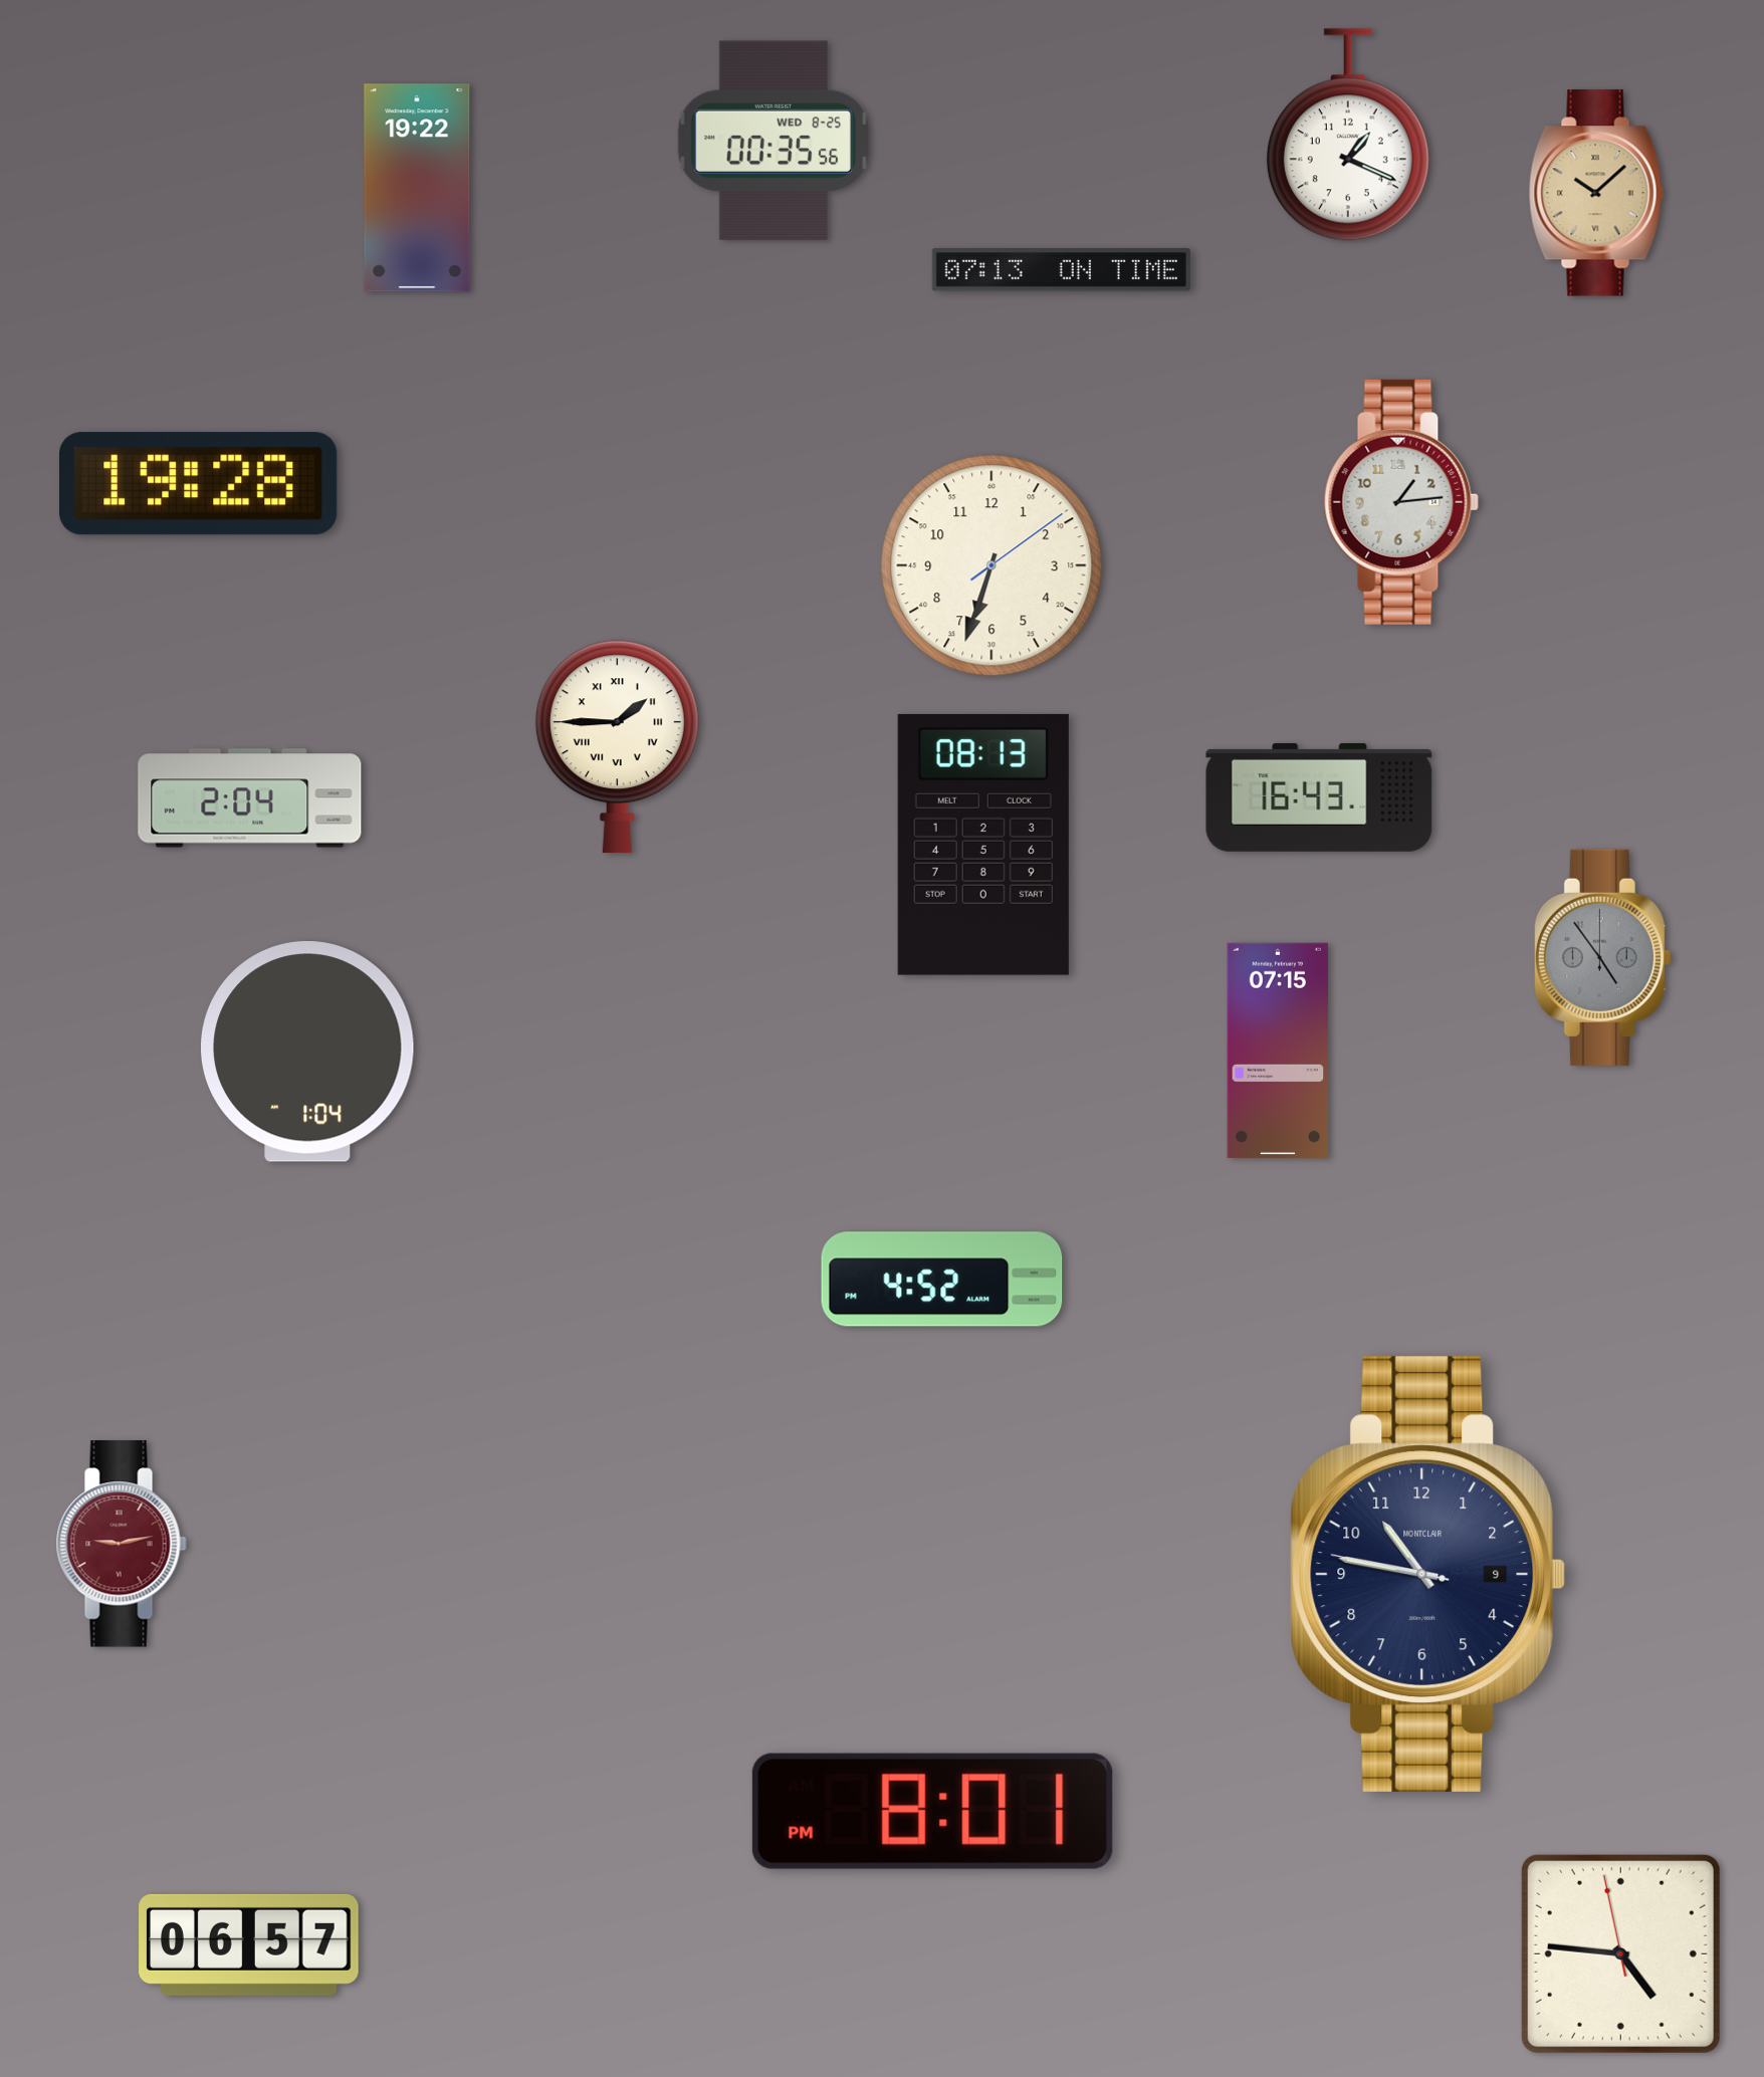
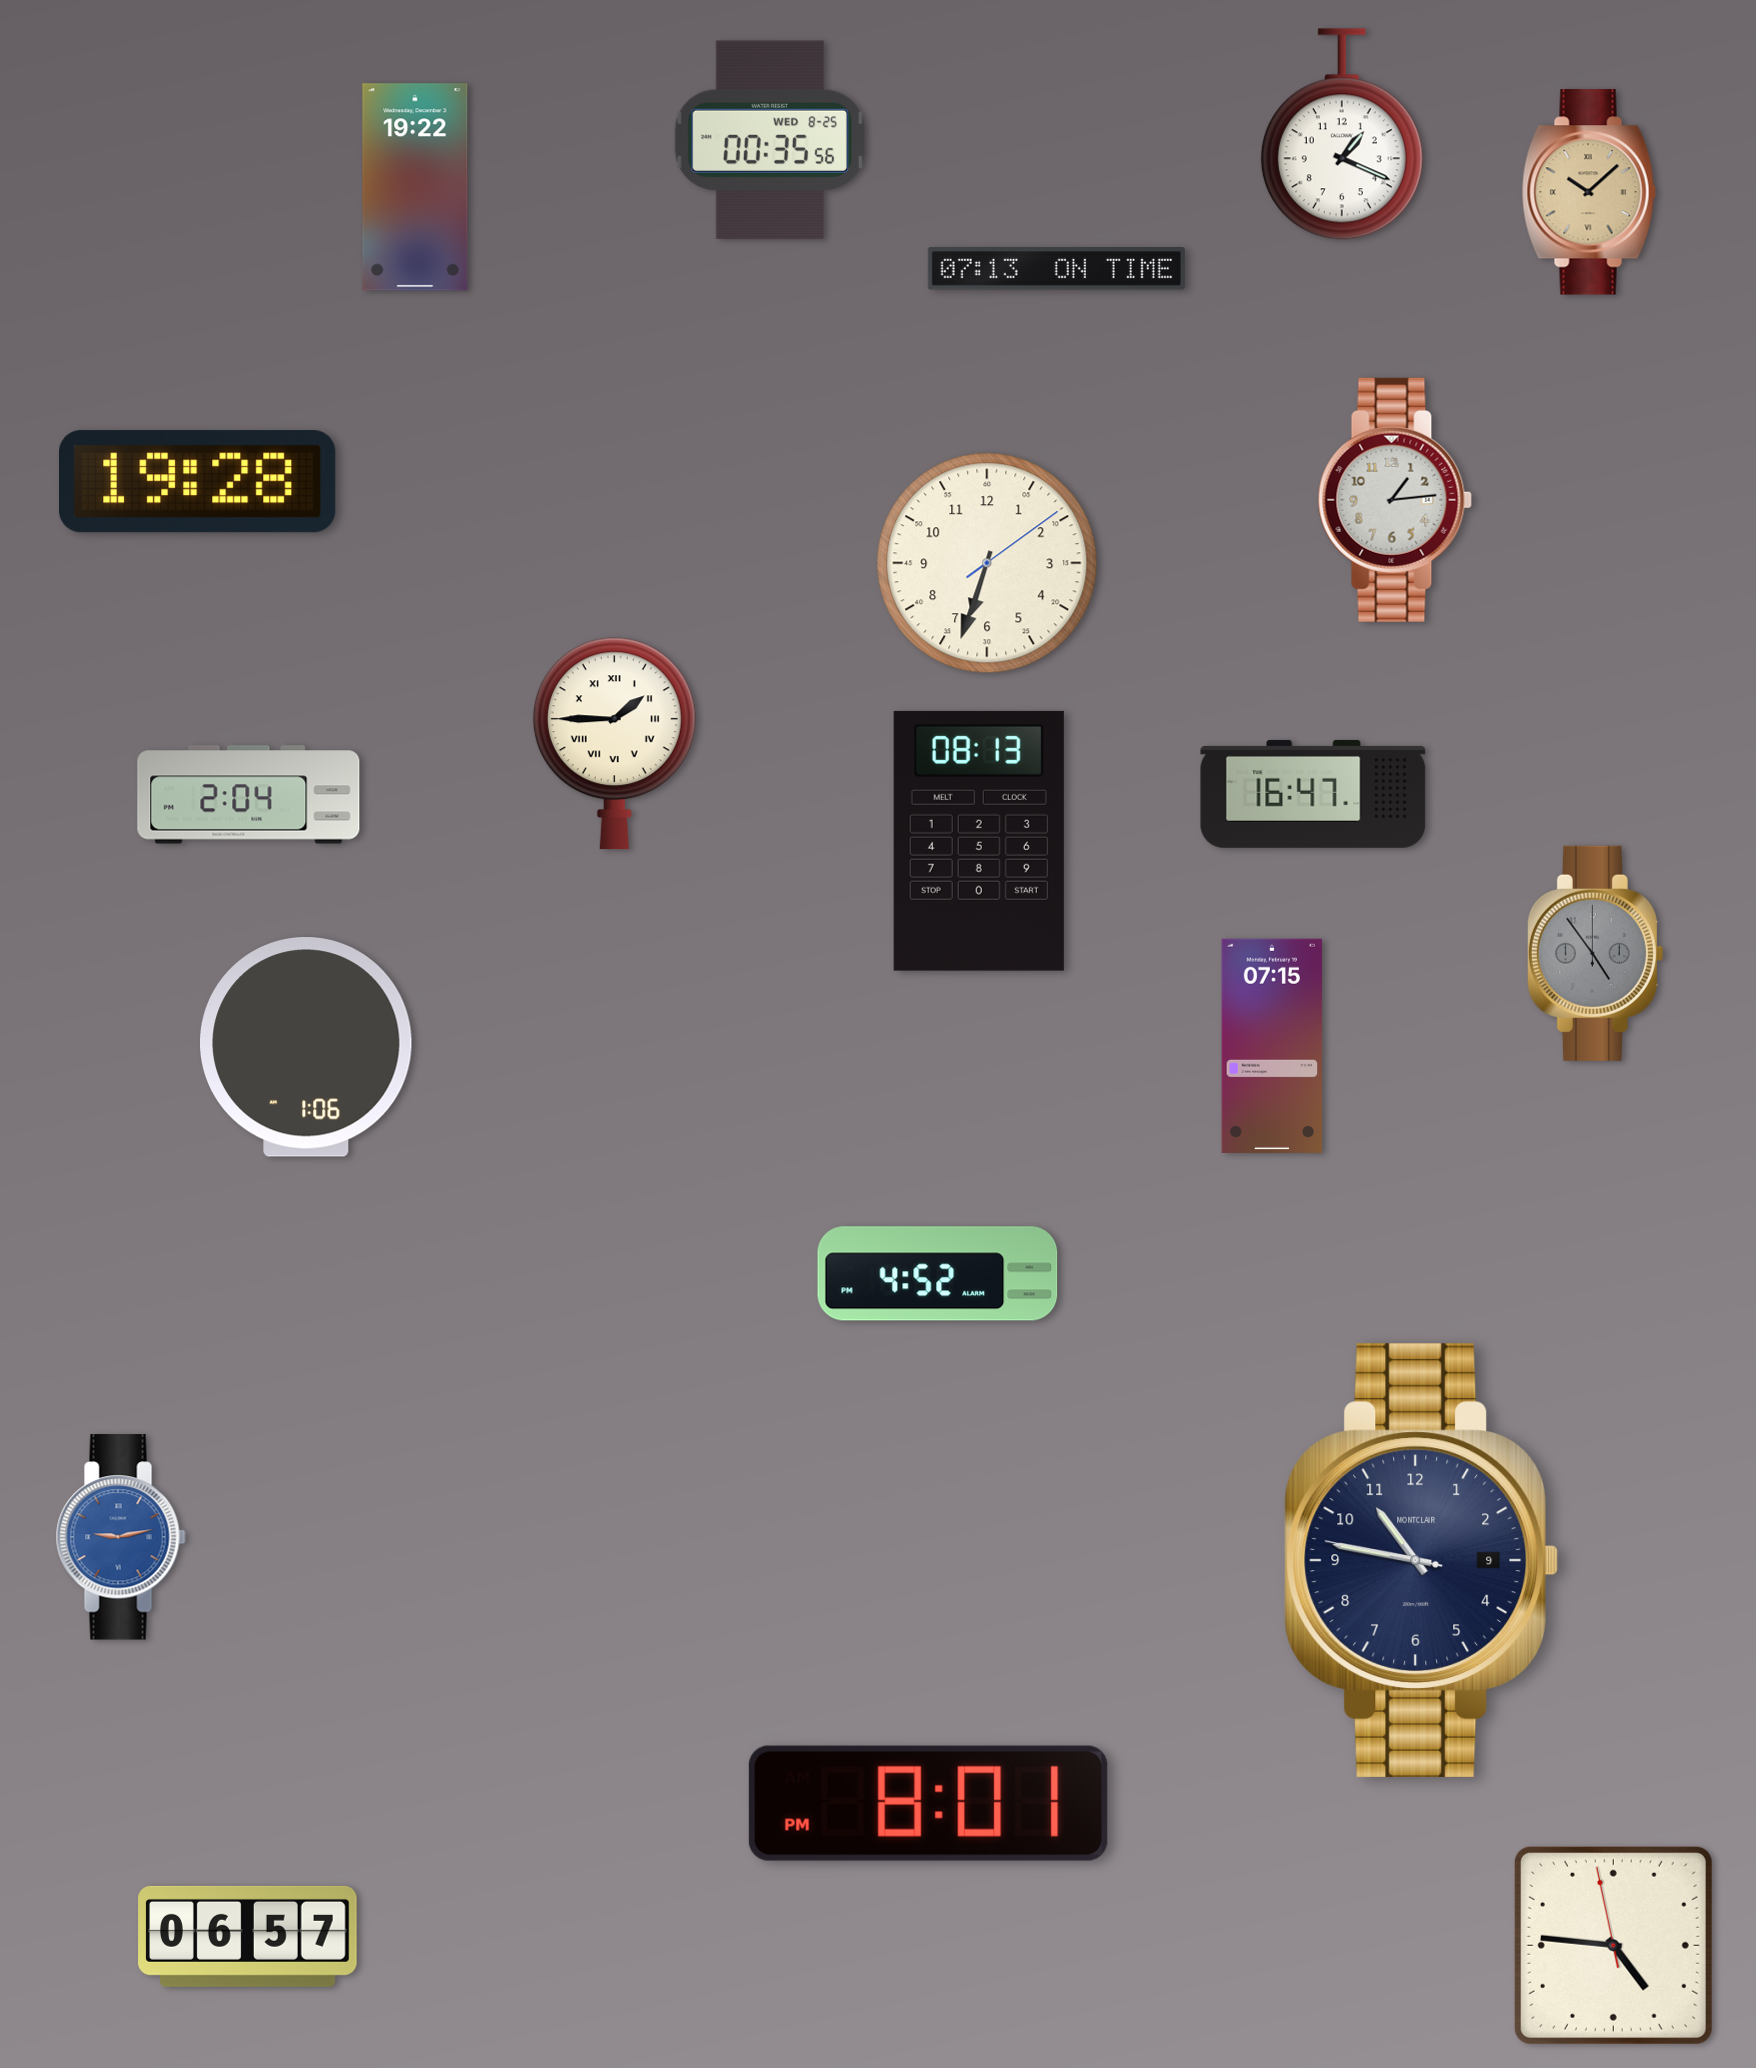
clock at (1319, 797): 16:43 -> 16:47
clock at (307, 1053): 1:04 -> 1:06
clock at (122, 1544) dial: burgundy -> blue
clock at (1428, 1574) position: (1428, 1574) -> (1422, 1560)
